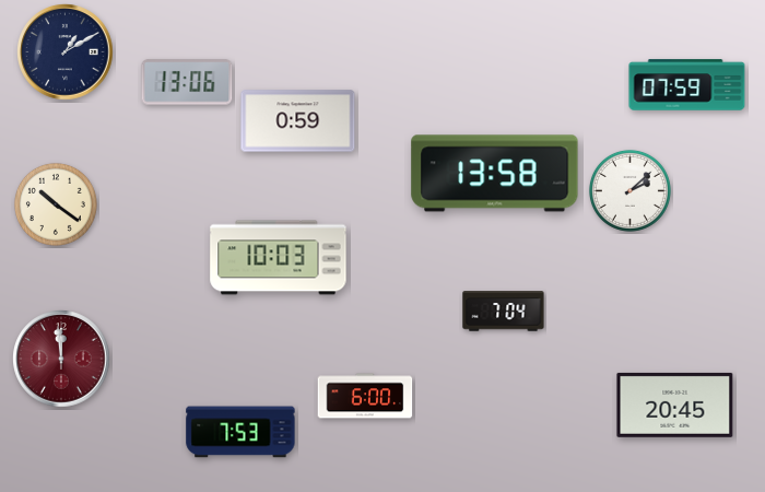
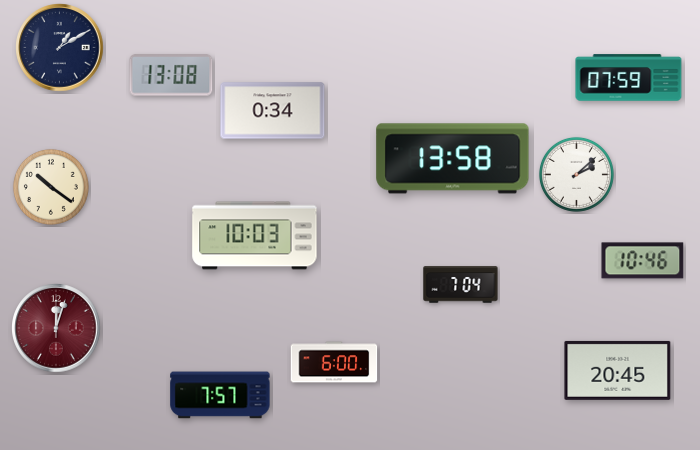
clock at (187, 82): 13:06 -> 13:08
clock at (298, 121): 0:59 -> 0:34
clock at (643, 261): none -> 10:46
clock at (61, 359): 11:59 -> 12:03
clock at (240, 432): 7:53 -> 7:57
